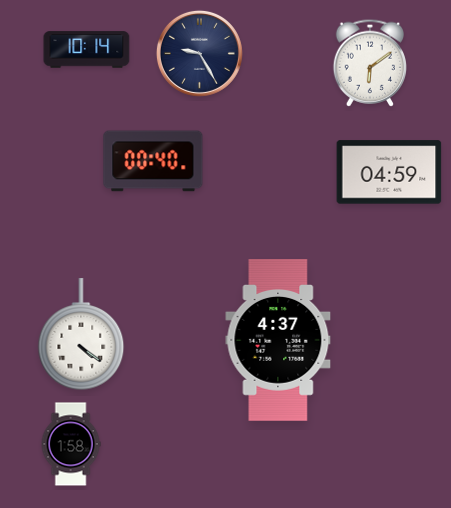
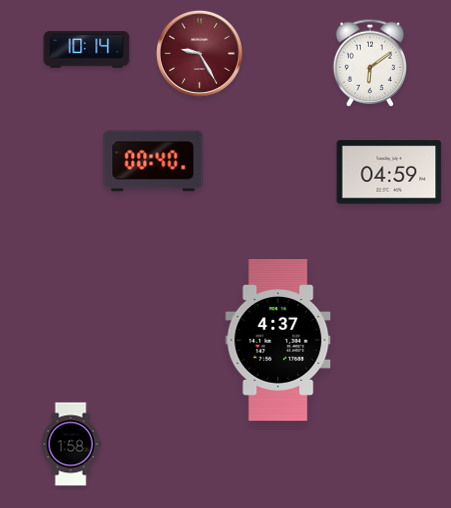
clock at (199, 53) dial: navy -> burgundy
clock at (81, 335): 4:21 -> none
